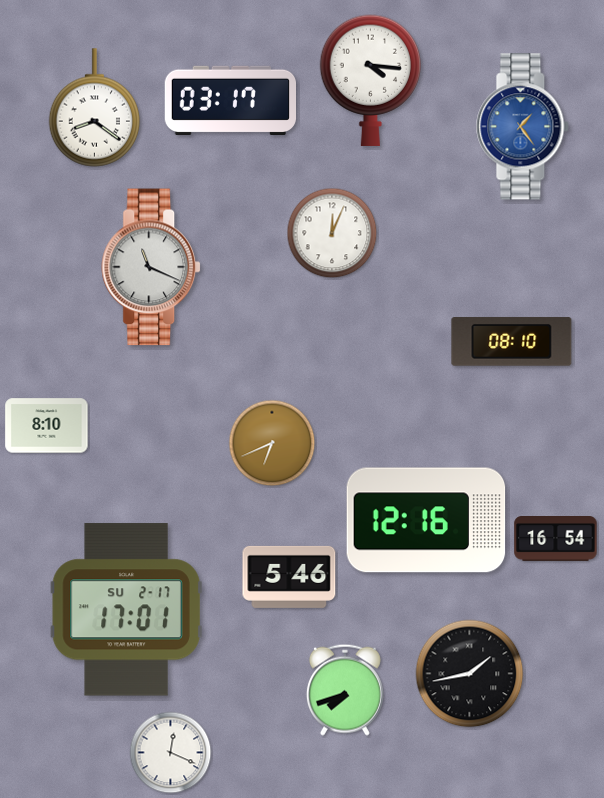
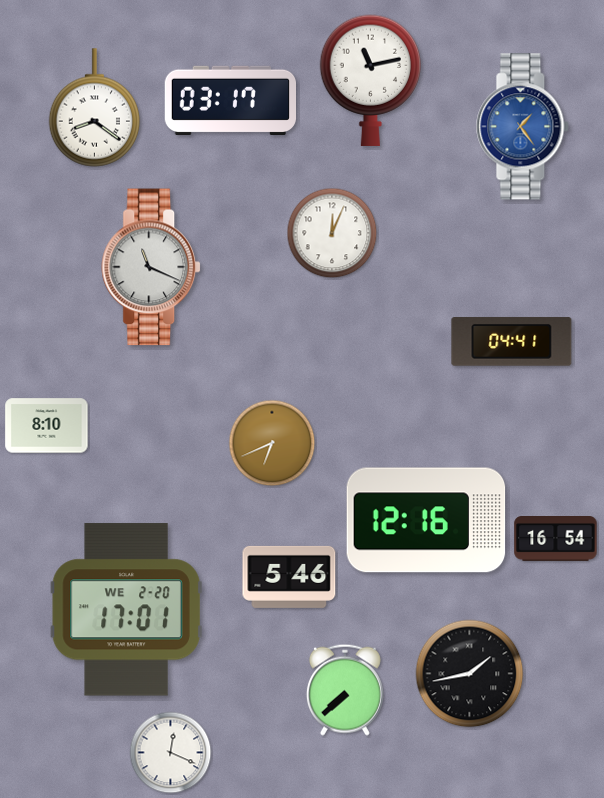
clock at (371, 80): 4:16 -> 11:13
clock at (512, 342): 08:10 -> 04:41
clock at (126, 610) date: SU 2-17 -> WE 2-20
clock at (345, 690): 7:42 -> 7:38
